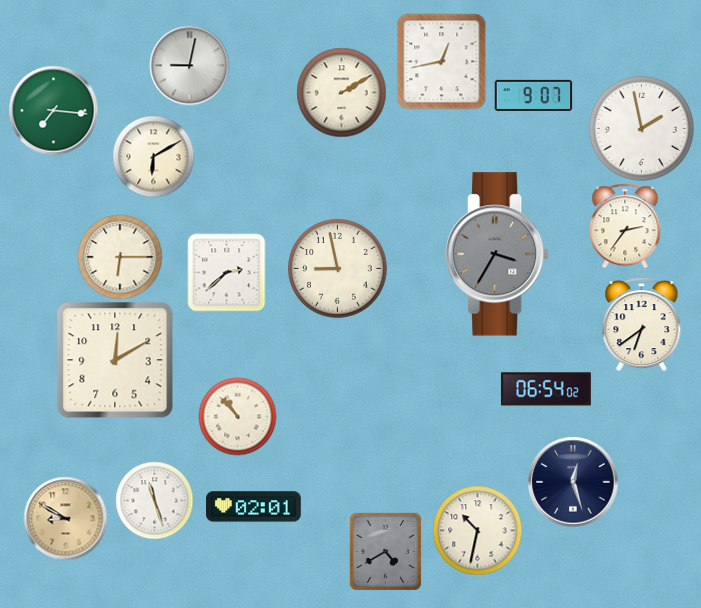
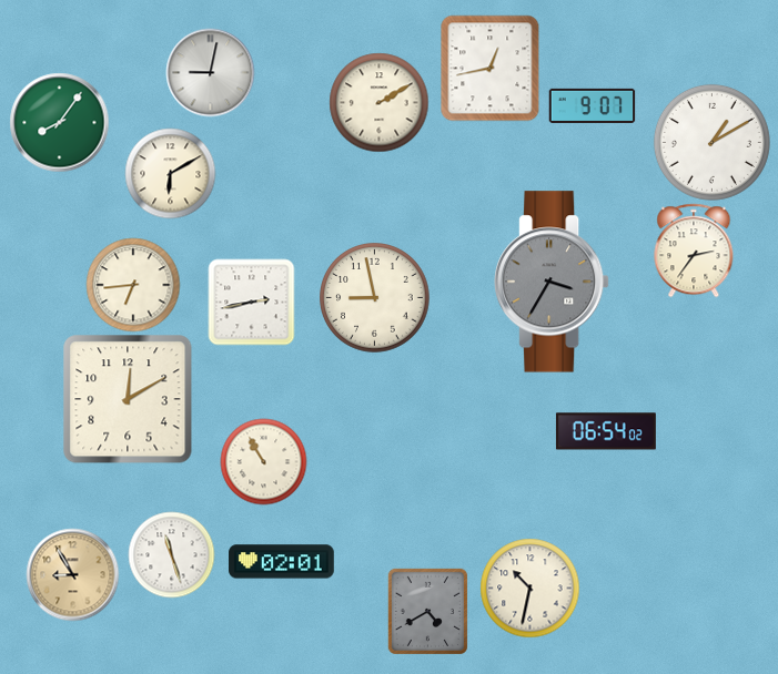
clock at (53, 110): 7:16 -> 8:06
clock at (641, 128): 1:58 -> 1:10
clock at (120, 257): 6:15 -> 6:44
clock at (226, 272): 2:38 -> 2:43
clock at (642, 325): 6:39 -> none
clock at (237, 416): 10:53 -> 10:55
clock at (573, 482): 12:27 -> none
clock at (65, 518): 8:50 -> 8:55
